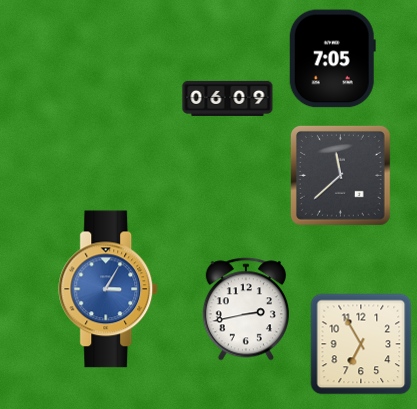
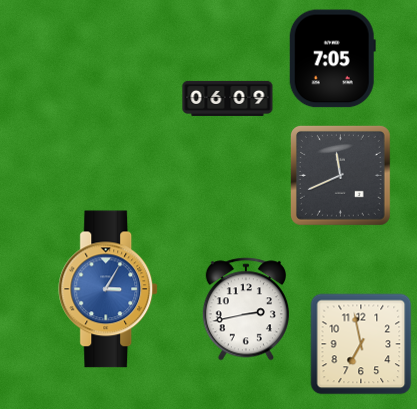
clock at (340, 175): 11:38 -> 11:41
clock at (361, 344): 6:55 -> 6:58
